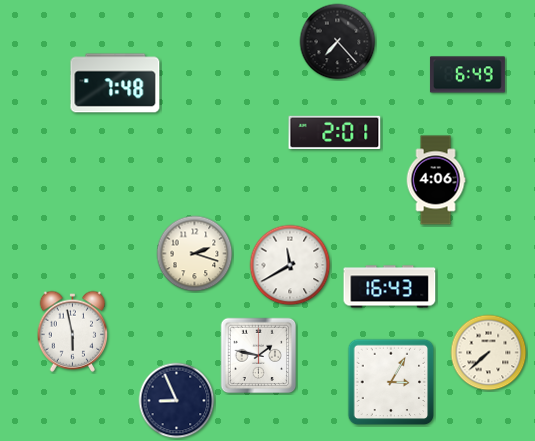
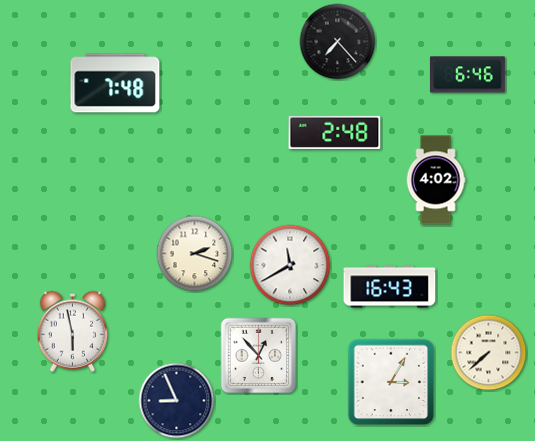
clock at (467, 75): 6:49 -> 6:46
clock at (335, 132): 2:01 -> 2:48
clock at (436, 180): 4:06 -> 4:02
clock at (259, 356): 1:47 -> 12:53
